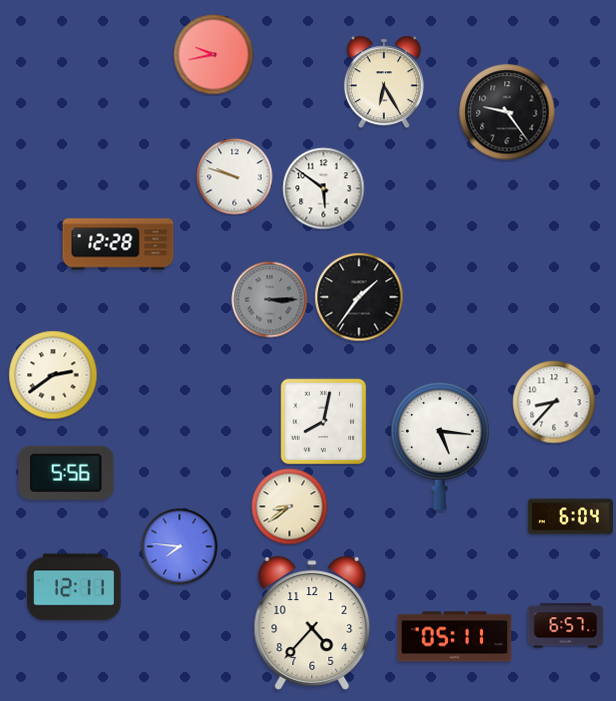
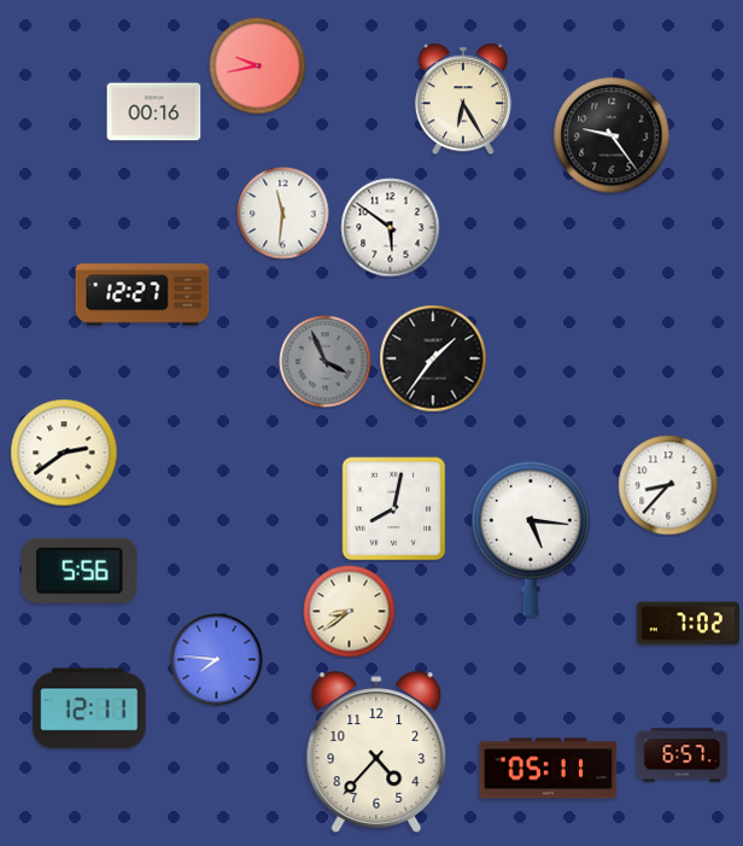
clock at (154, 112): none -> 00:16
clock at (235, 177): 9:48 -> 11:31
clock at (118, 244): 12:28 -> 12:27
clock at (270, 300): 3:15 -> 3:56
clock at (324, 422) position: (324, 422) -> (394, 509)
clock at (570, 517): 6:04 -> 7:02
